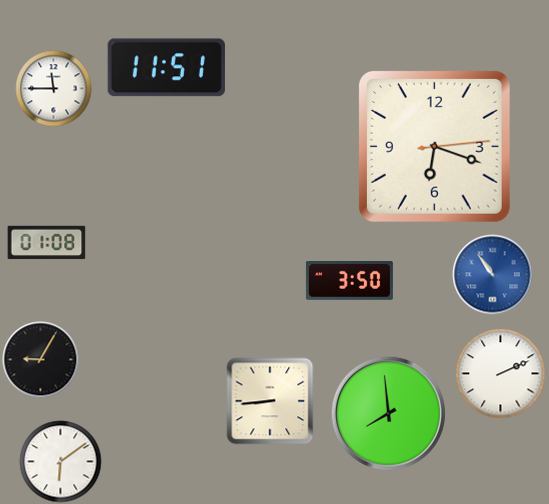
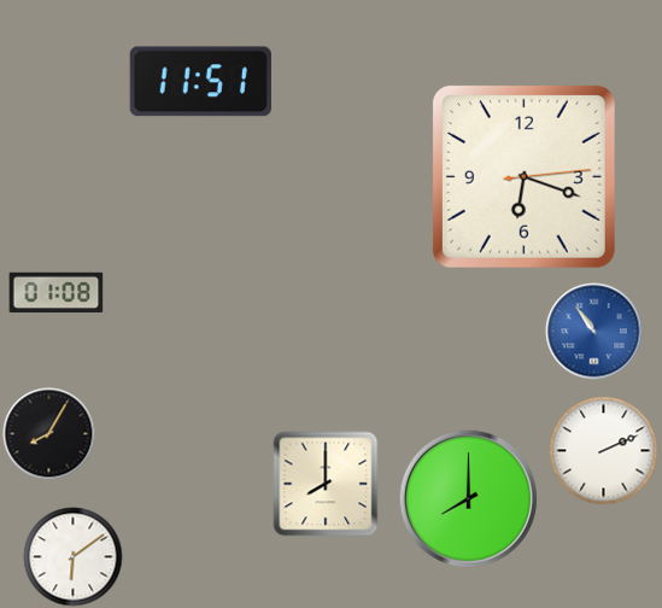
clock at (54, 89): 11:45 -> none
clock at (349, 281): 3:50 -> none
clock at (41, 360): 9:05 -> 8:05
clock at (270, 401): 8:44 -> 8:00
clock at (388, 413): 7:59 -> 8:00
